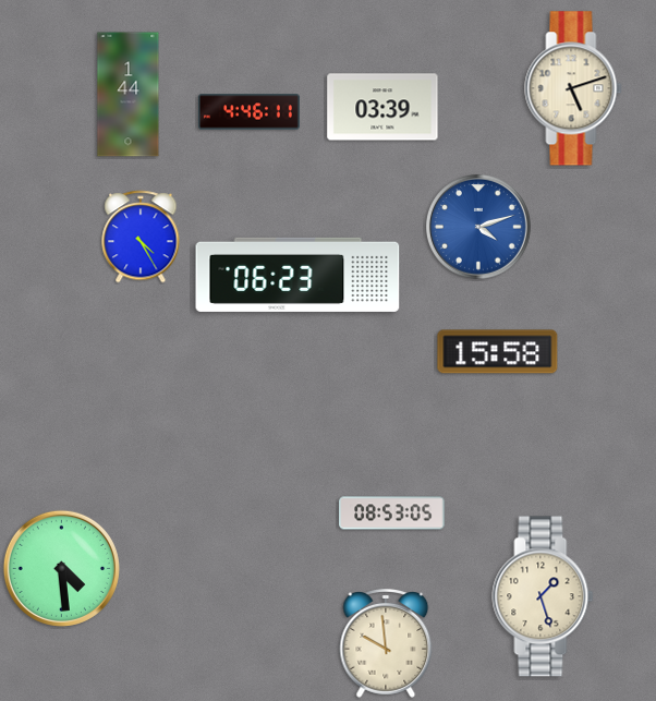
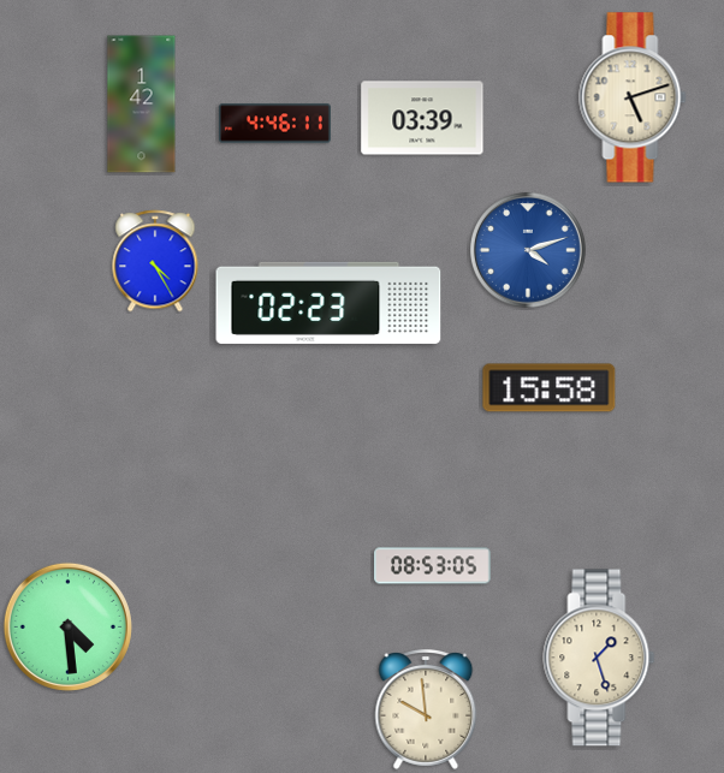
clock at (129, 95): 1:44 -> 1:42
clock at (297, 275): 06:23 -> 02:23
